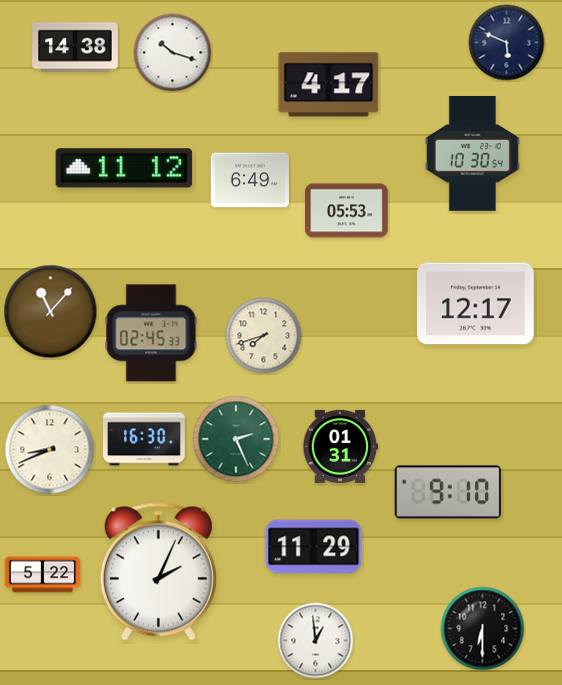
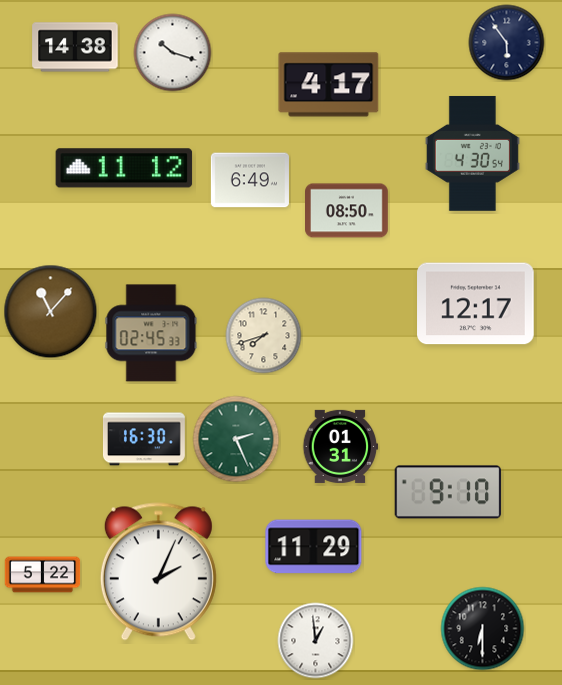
clock at (507, 43): 5:49 -> 5:54
clock at (472, 154): 10:30 -> 4:30
clock at (347, 211): 05:53 -> 08:50
clock at (50, 450): 8:41 -> none
